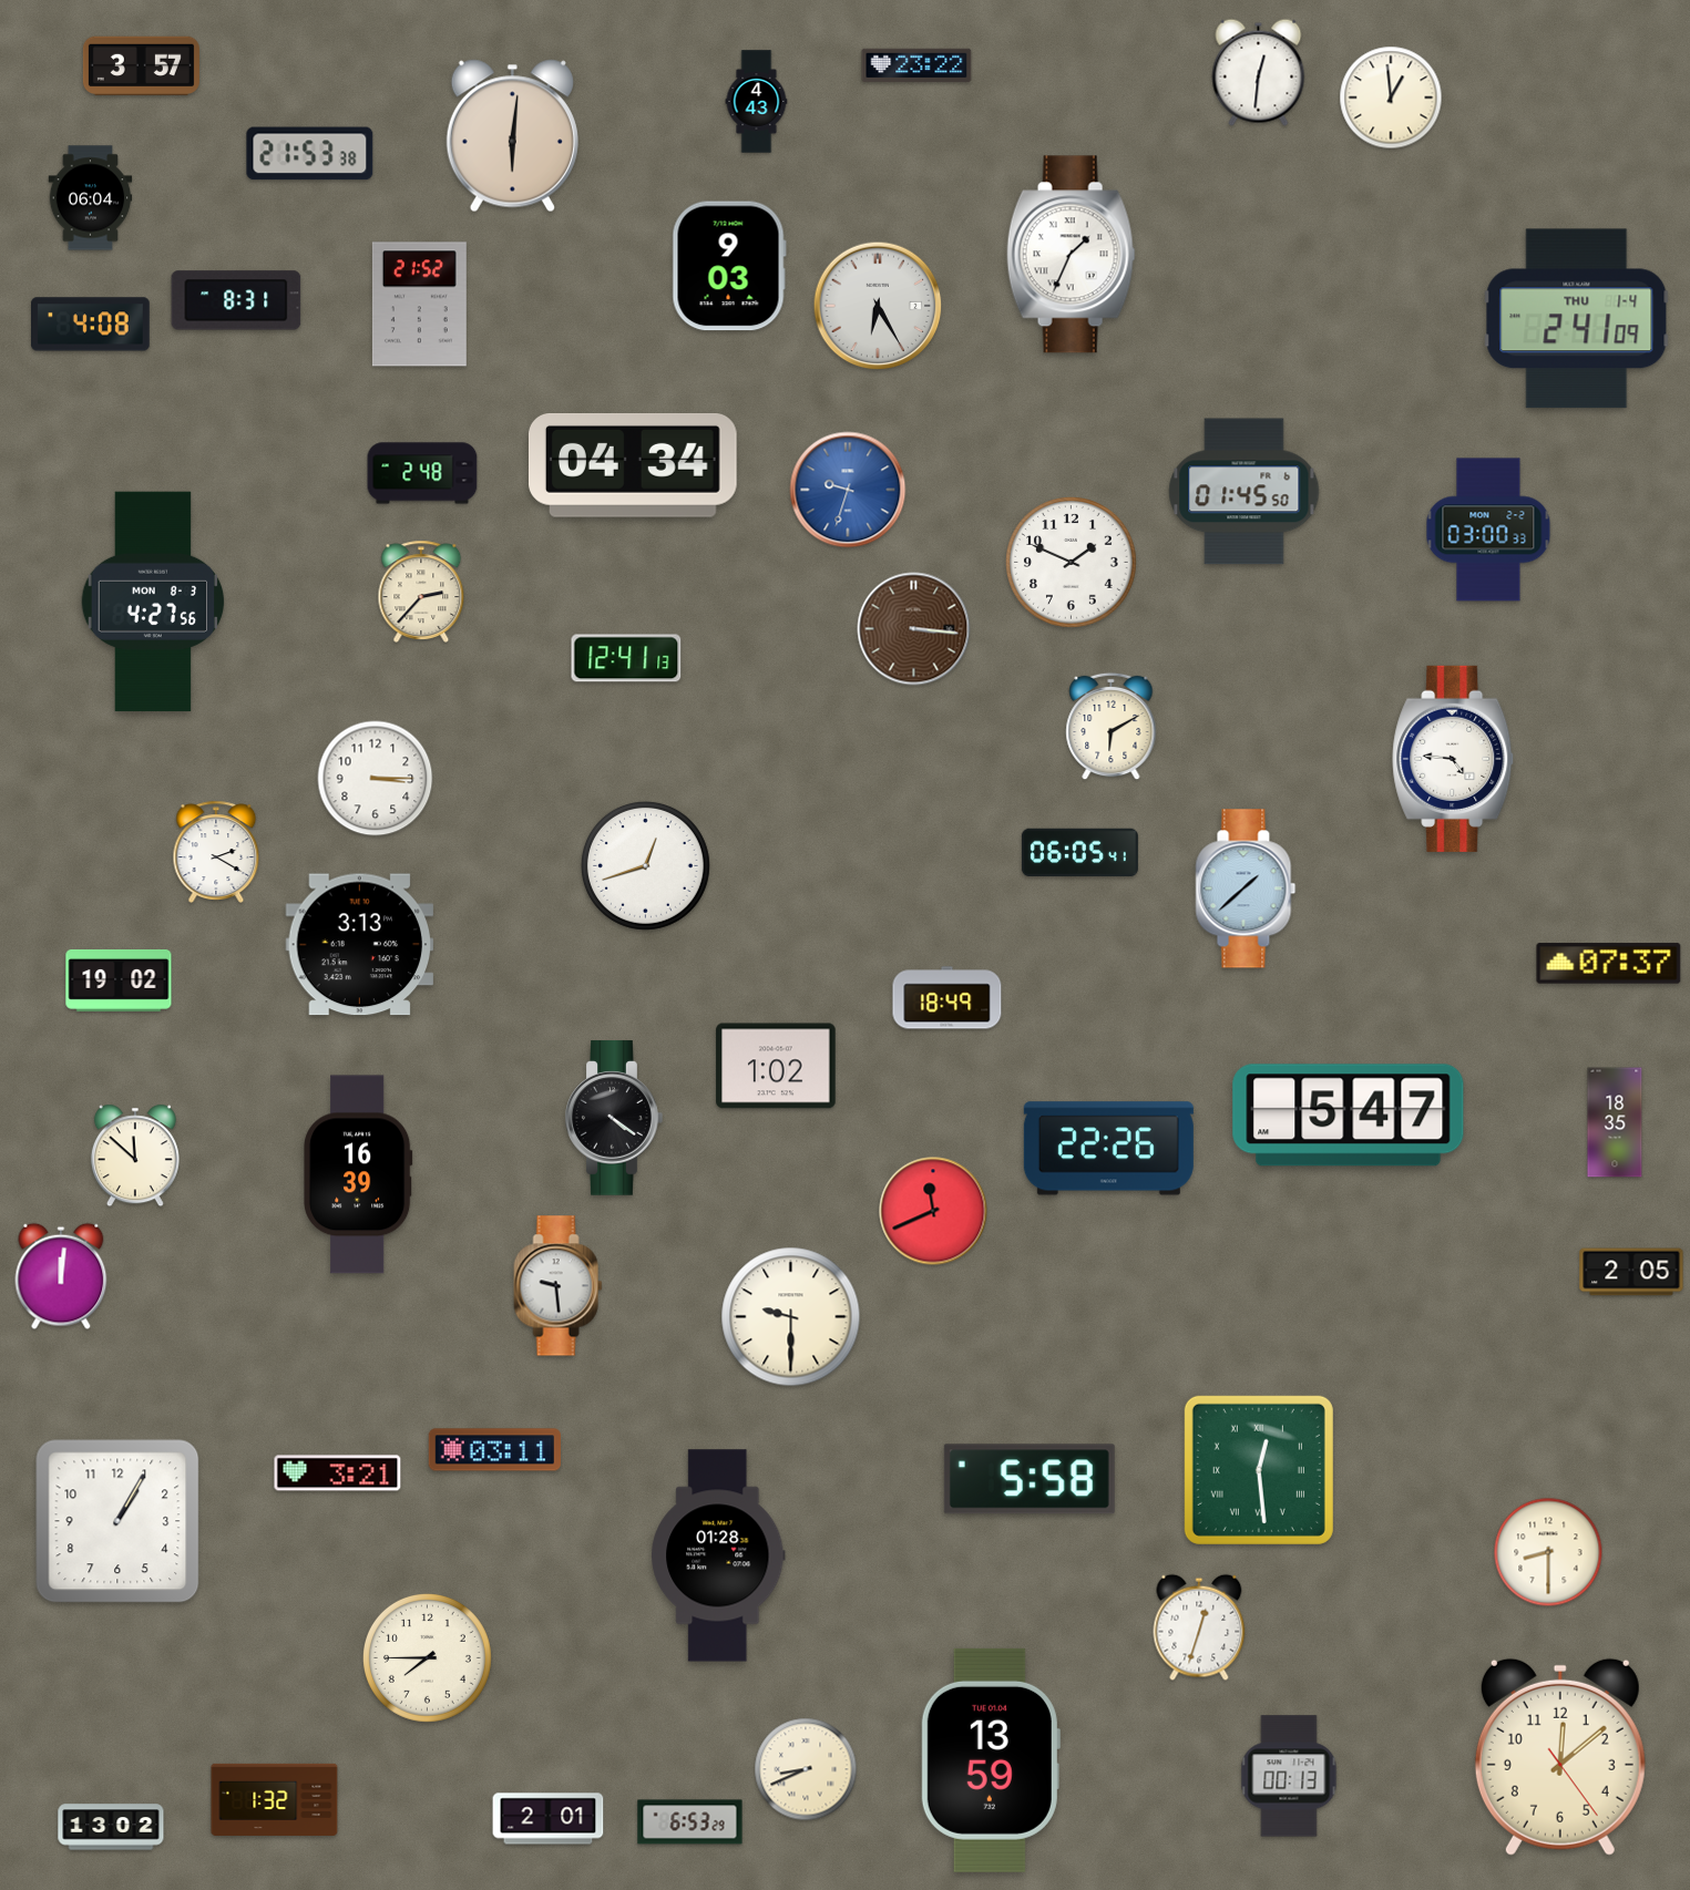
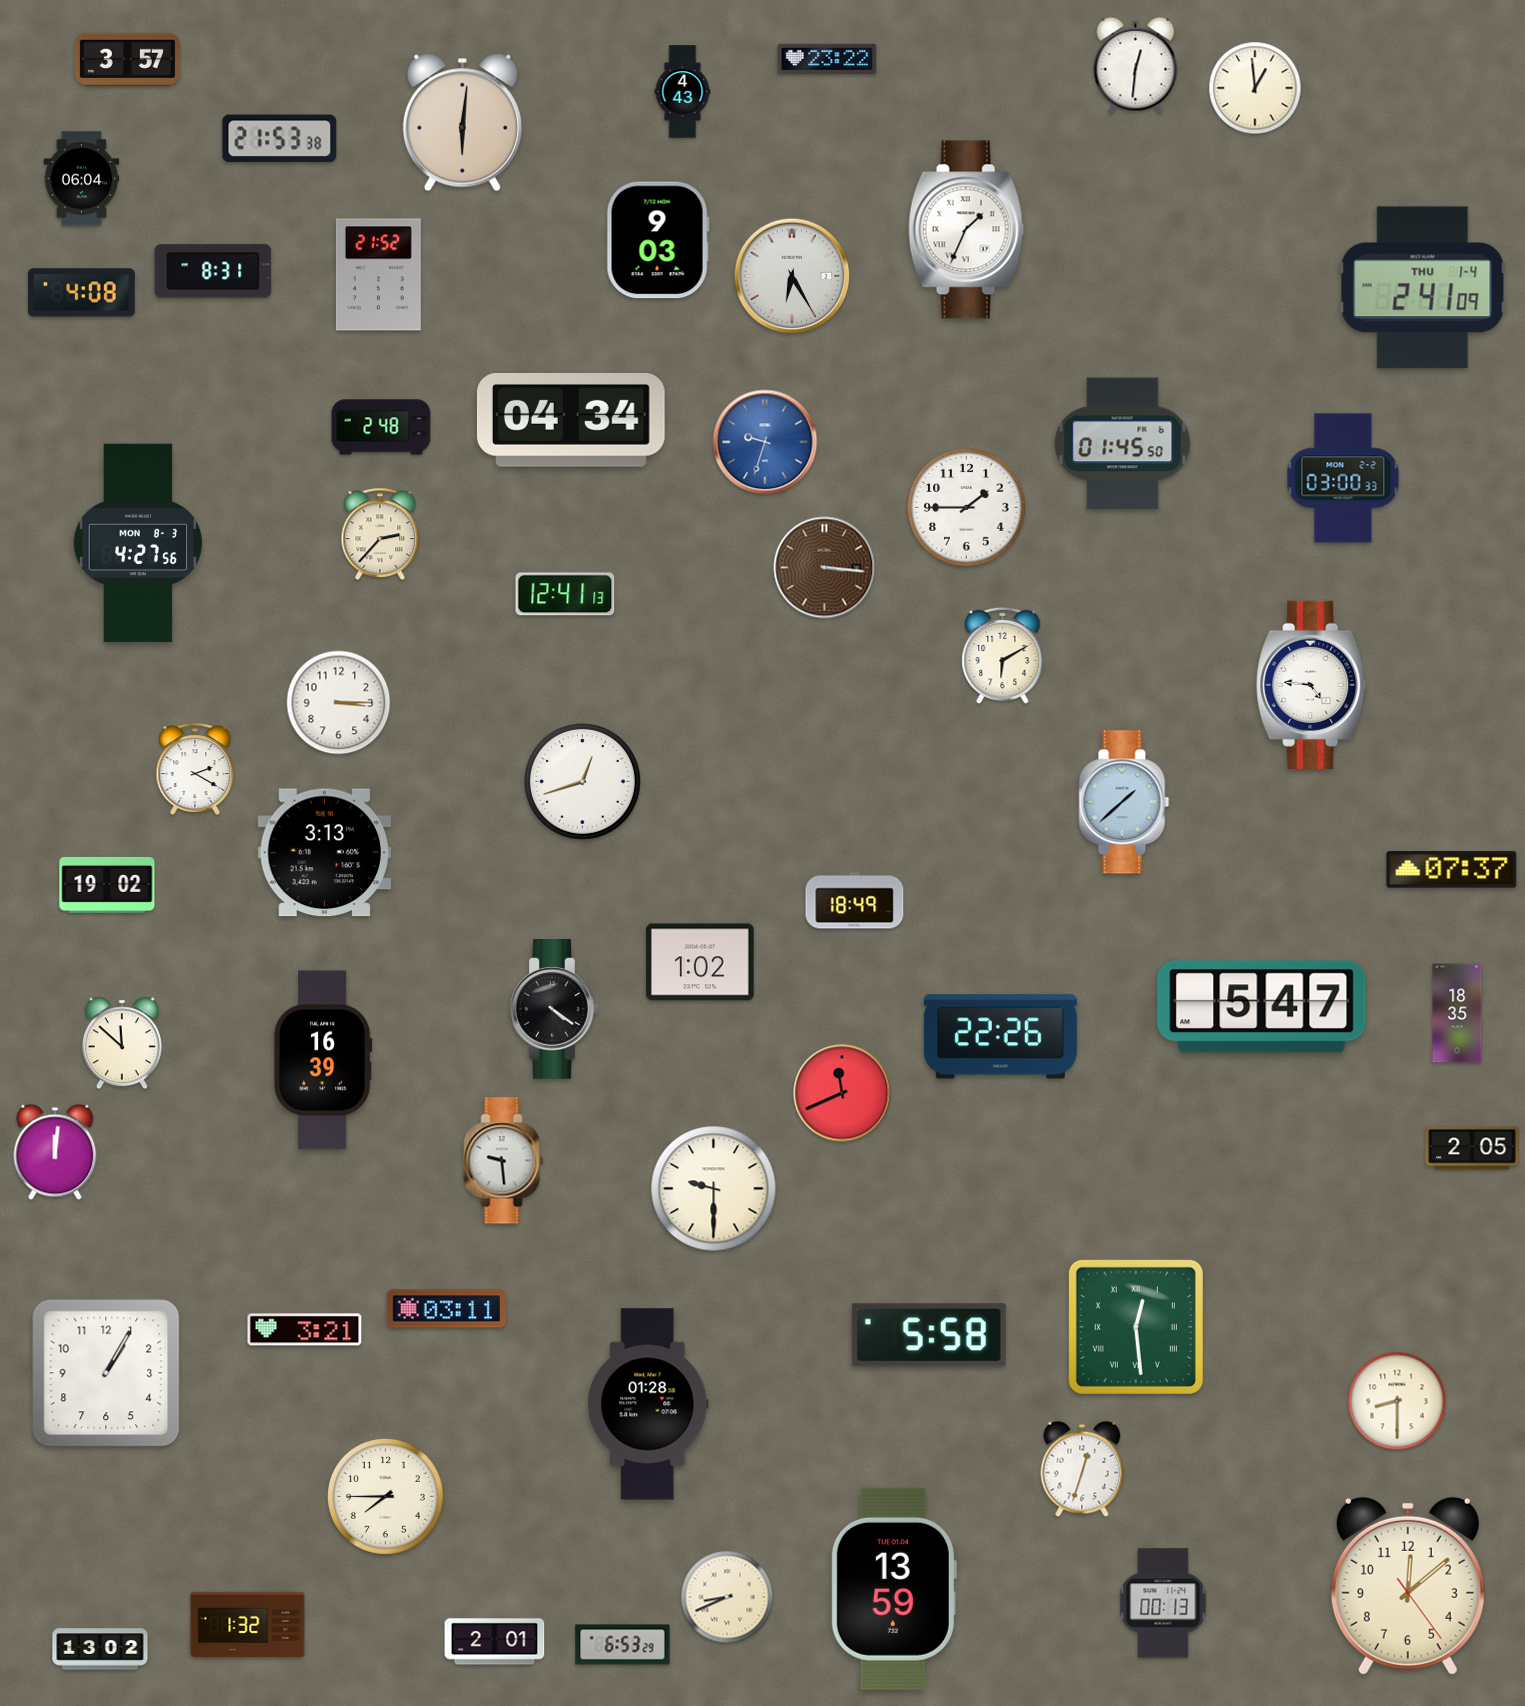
clock at (1072, 563): 1:49 -> 1:45
clock at (1079, 853): 06:05 -> none
clock at (1349, 1116) position: (1349, 1116) -> (1262, 1007)
